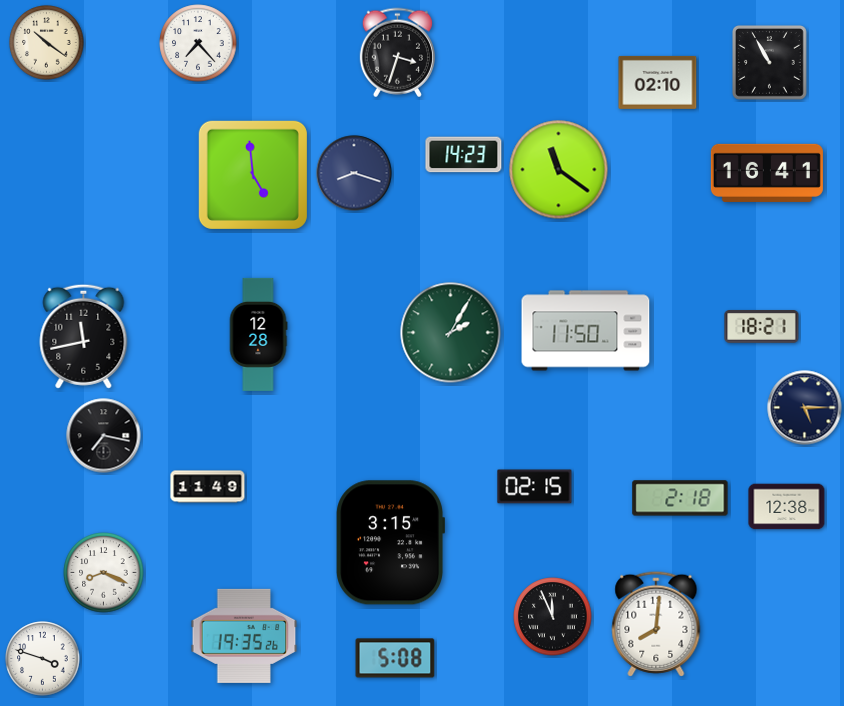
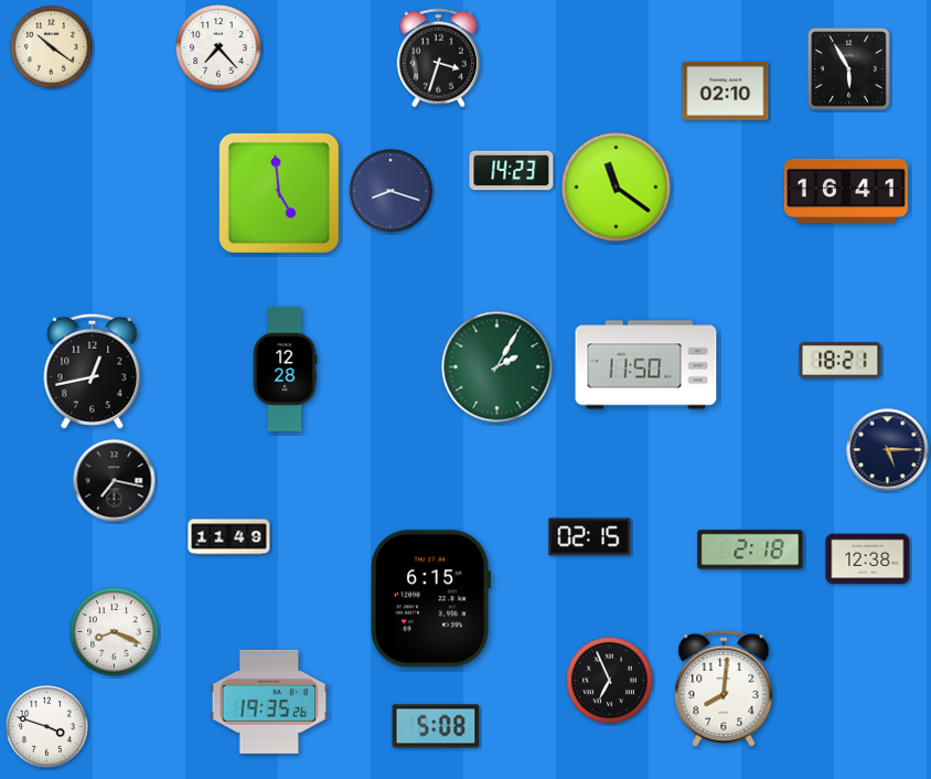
clock at (770, 63): 10:55 -> 5:55
clock at (84, 336): 11:43 -> 12:43
clock at (390, 543): 3:15 -> 6:15
clock at (553, 617): 11:56 -> 6:56
